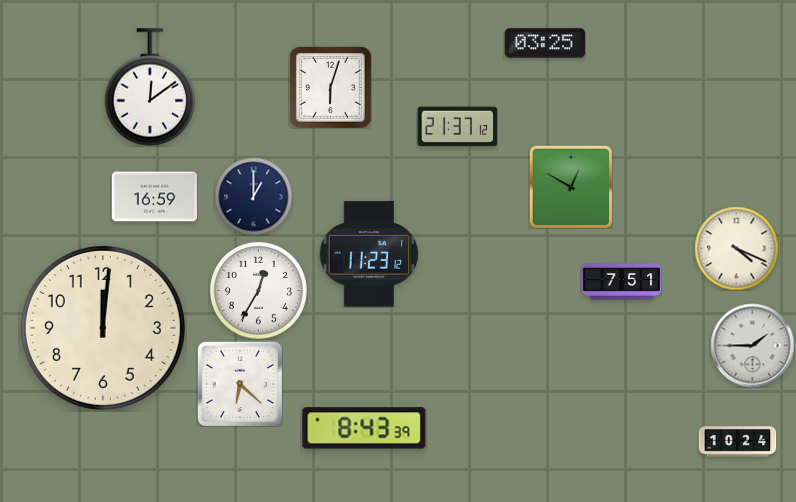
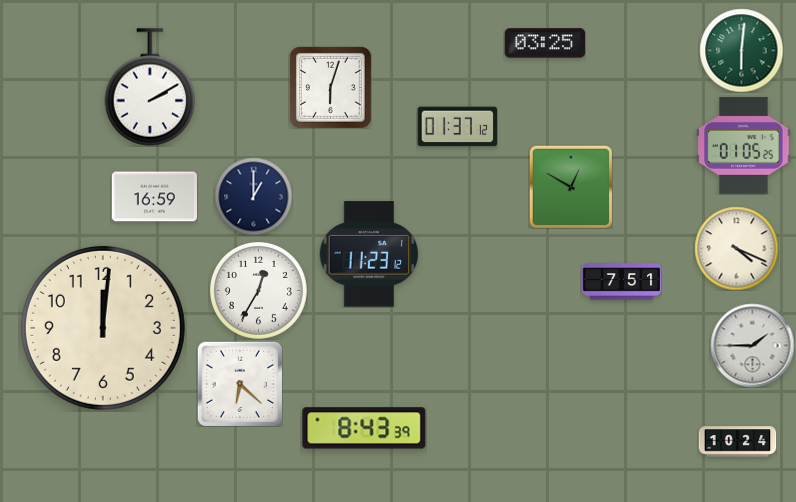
clock at (741, 50): none -> 6:01
clock at (150, 87): 12:09 -> 2:10
clock at (457, 127): 21:37 -> 01:37
clock at (744, 145): none -> 01:05
